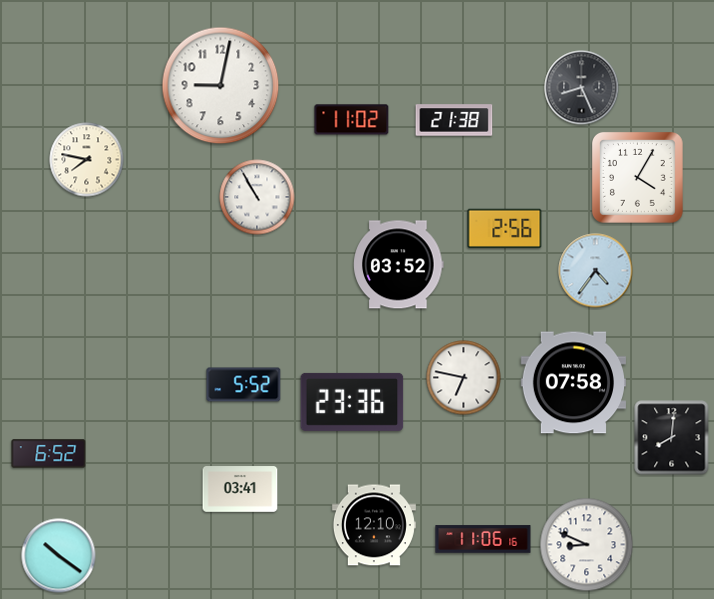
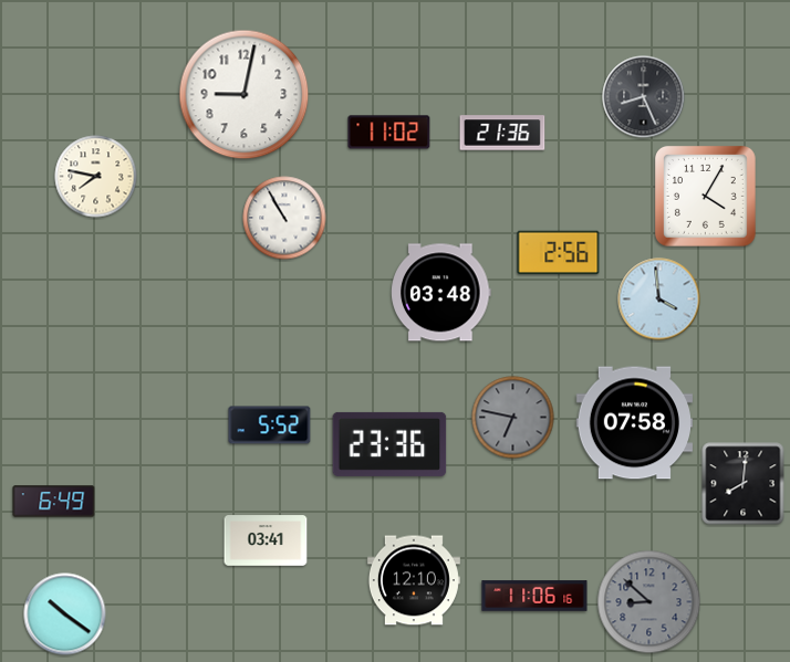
clock at (454, 120): 21:38 -> 21:36
clock at (399, 265): 03:52 -> 03:48
clock at (596, 271): 4:36 -> 3:59
clock at (464, 378) dial: white -> grey
clock at (49, 454): 6:52 -> 6:49
clock at (587, 545): 8:49 -> 8:52
clock at (587, 545) dial: white -> grey
